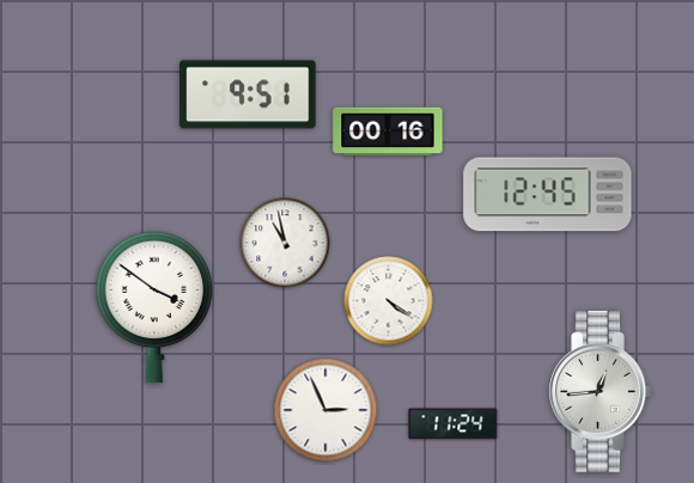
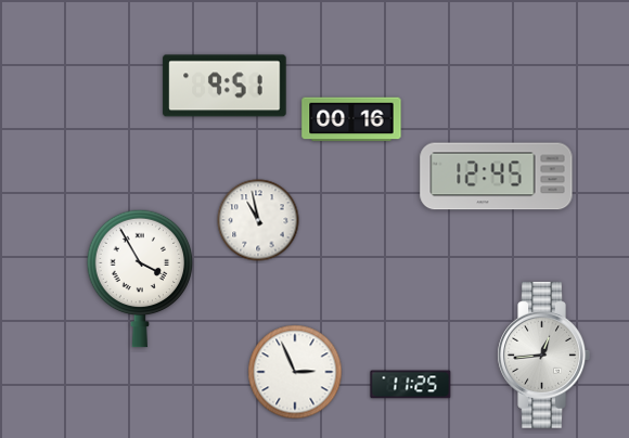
clock at (389, 301): 4:21 -> none
clock at (154, 307): 3:51 -> 3:55
clock at (453, 424): 11:24 -> 11:25
